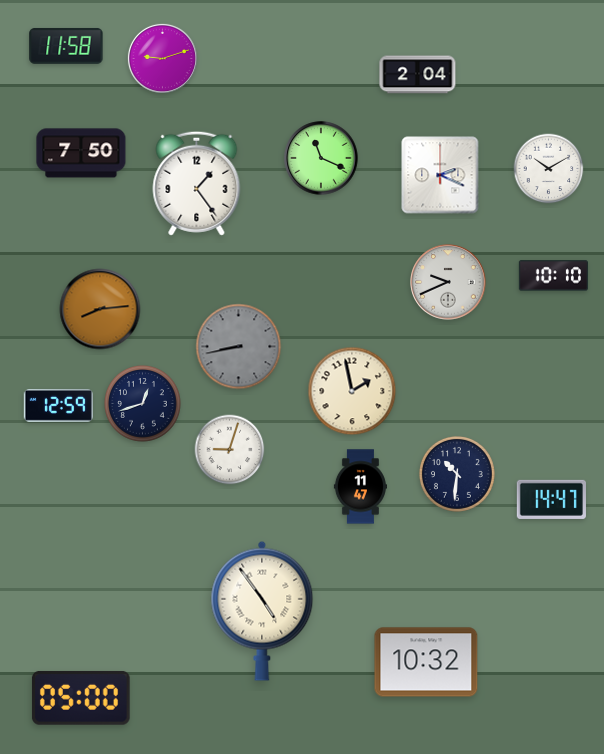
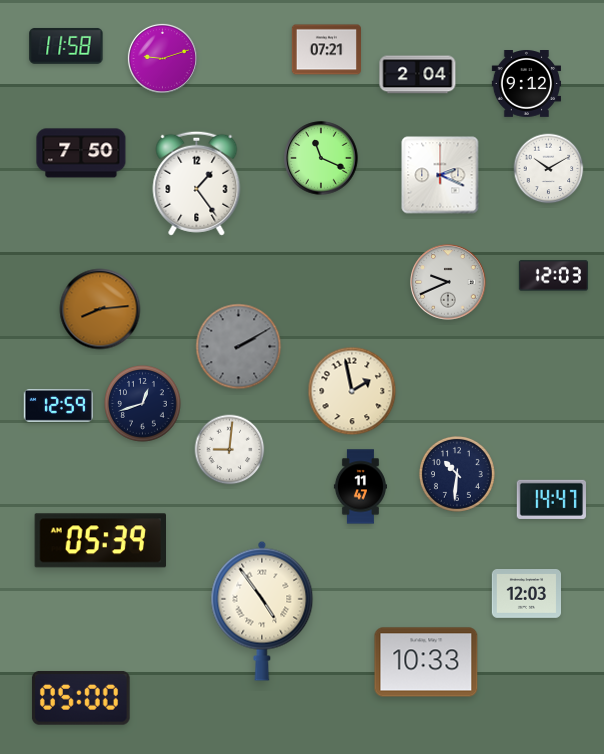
clock at (326, 50): none -> 07:21
clock at (526, 84): none -> 9:12
clock at (553, 276): 10:10 -> 12:03
clock at (239, 347): 8:43 -> 2:10
clock at (230, 450): 9:03 -> 9:01
clock at (100, 541): none -> 05:39
clock at (526, 594): none -> 12:03
clock at (426, 662): 10:32 -> 10:33
